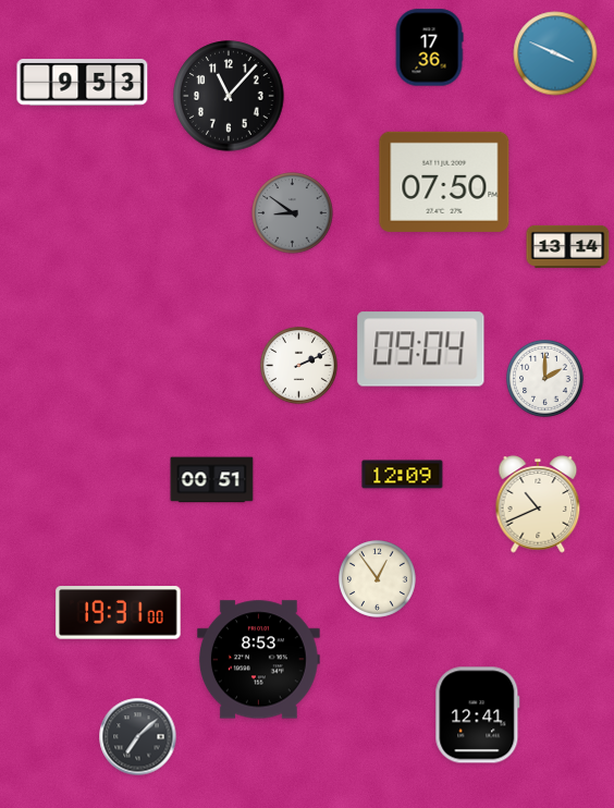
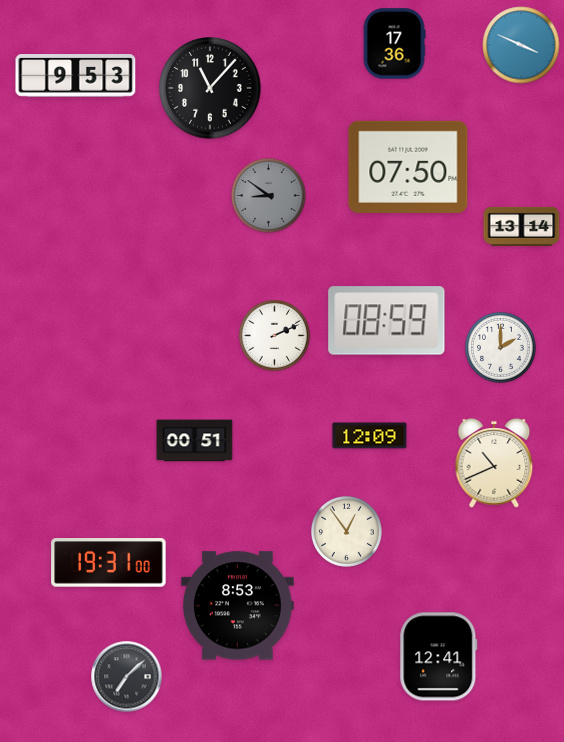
clock at (555, 53) position: (555, 53) -> (521, 45)
clock at (421, 350): 09:04 -> 08:59
